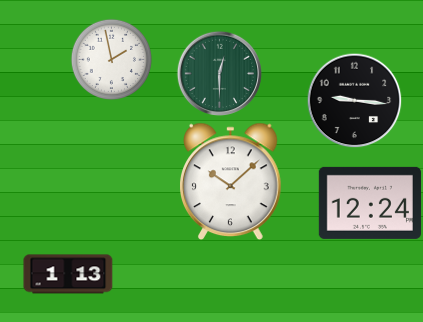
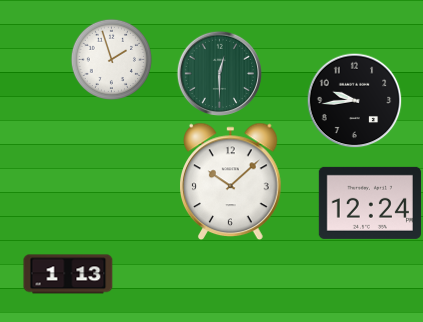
clock at (111, 59): 1:58 -> 1:57
clock at (354, 100): 9:16 -> 9:44
